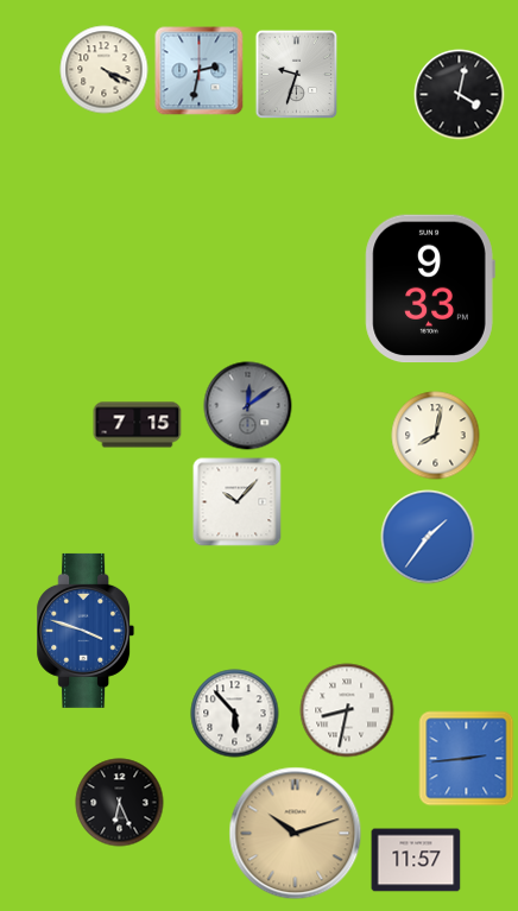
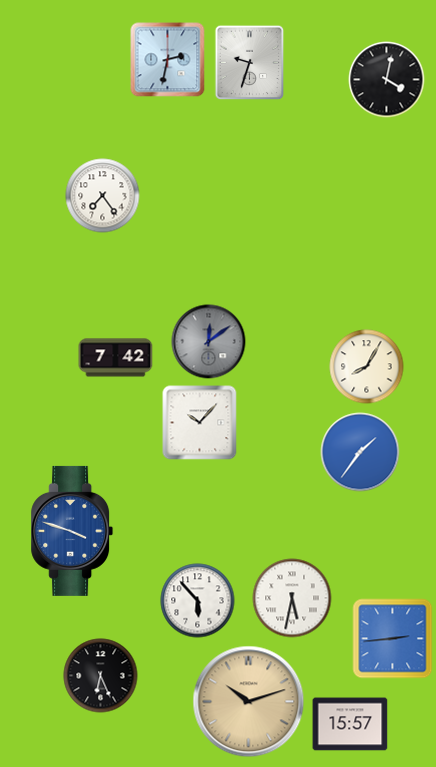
clock at (105, 70): 4:19 -> none
clock at (103, 196): none -> 7:24
clock at (430, 289): 9:33 -> none
clock at (138, 425): 7:15 -> 7:42
clock at (436, 436): 8:02 -> 8:05
clock at (347, 710): 8:32 -> 5:32
clock at (416, 860): 11:57 -> 15:57
